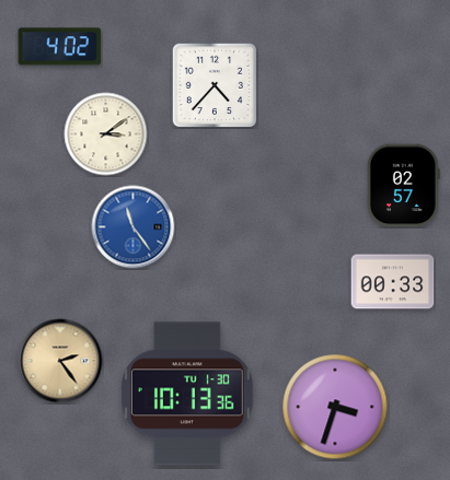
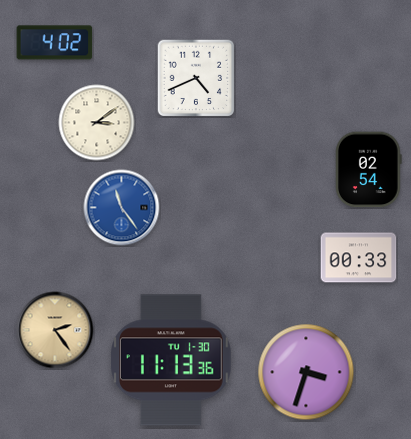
clock at (215, 85): 4:37 -> 4:41
clock at (404, 186): 02:57 -> 02:54
clock at (187, 394): 10:13 -> 11:13
